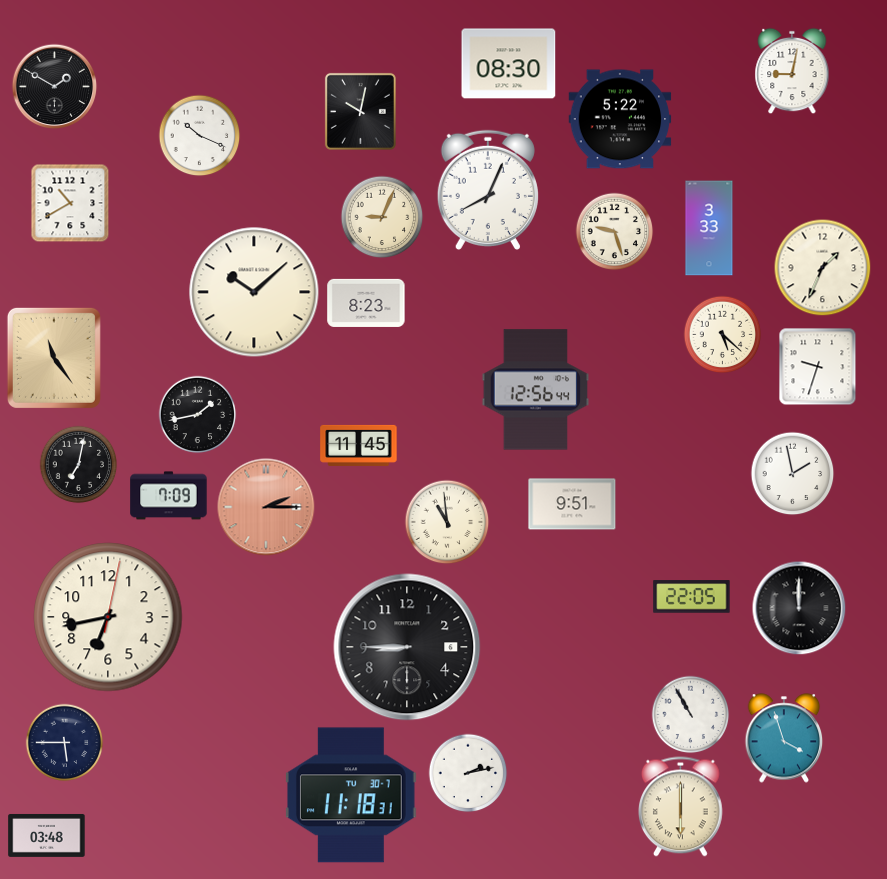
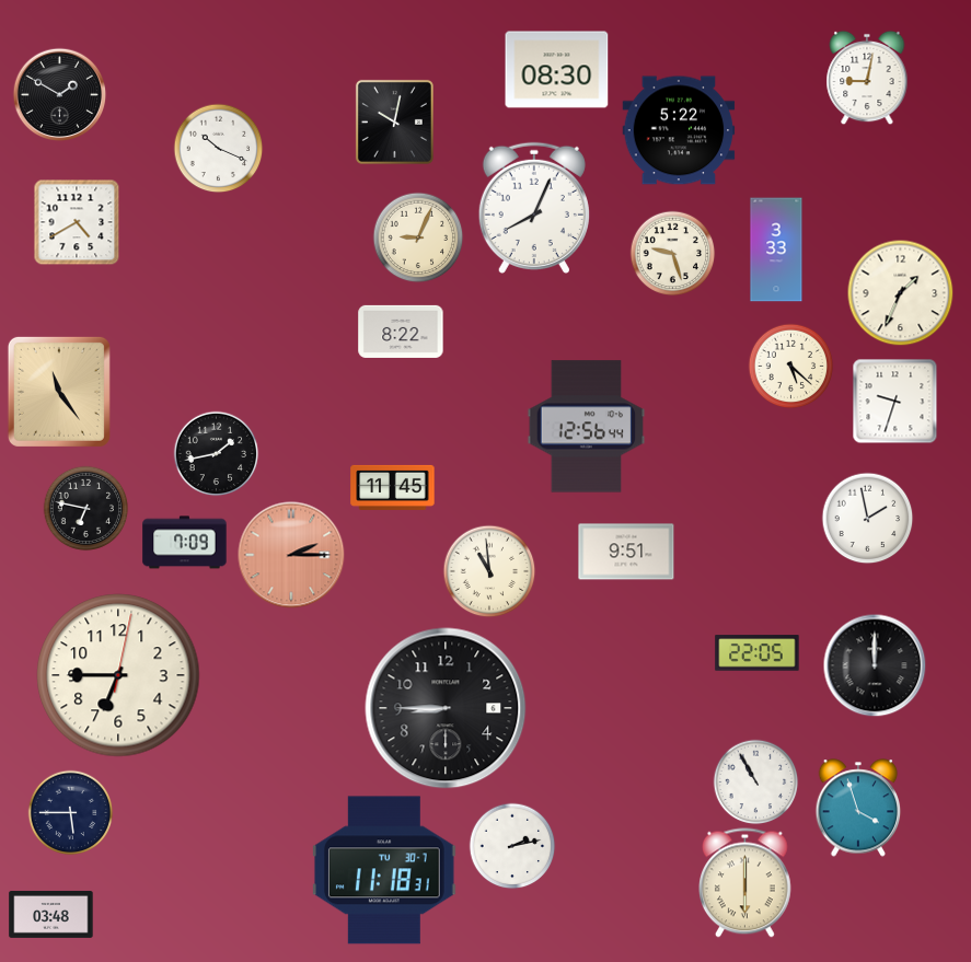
clock at (70, 203): 10:40 -> 4:40
clock at (254, 292): 10:08 -> none
clock at (366, 303): 8:23 -> 8:22
clock at (78, 464): 7:02 -> 6:47
clock at (108, 617): 6:43 -> 6:45
